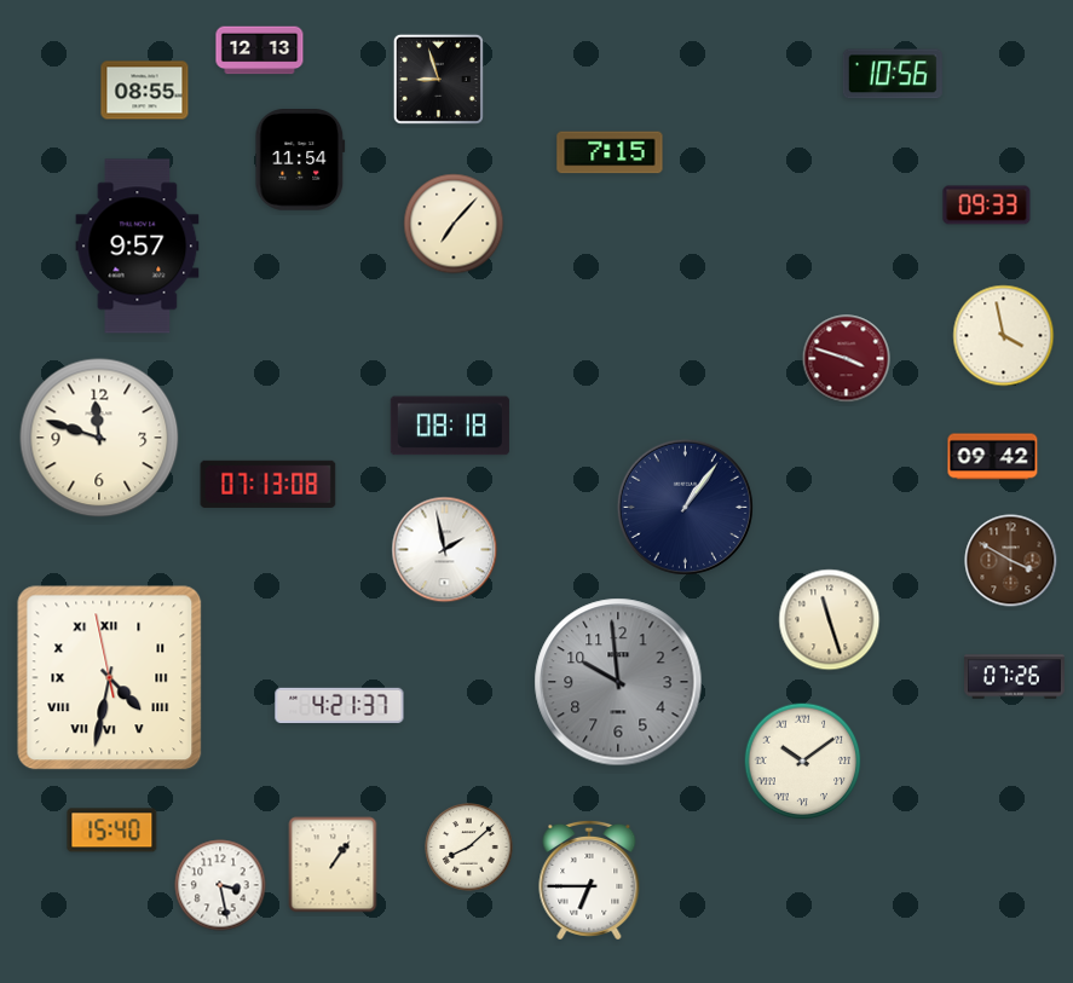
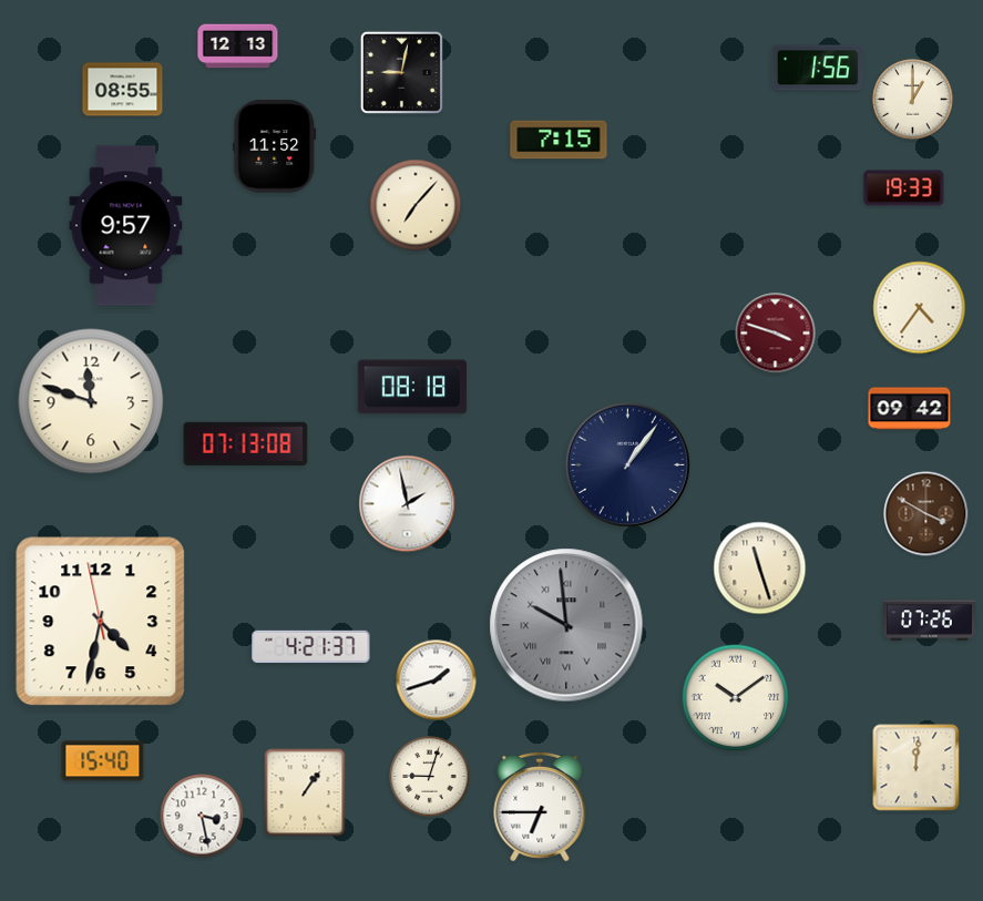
clock at (893, 74): 10:56 -> 1:56
clock at (438, 79): 8:57 -> 9:02
clock at (145, 91) position: (145, 91) -> (123, 90)
clock at (913, 100): none -> 1:00
clock at (300, 161): 11:54 -> 11:52
clock at (987, 206): 09:33 -> 19:33
clock at (1004, 336): 3:58 -> 4:36
clock at (847, 359) position: (847, 359) -> (776, 334)
clock at (450, 426) position: (450, 426) -> (412, 387)
clock at (993, 457) position: (993, 457) -> (910, 409)
clock at (110, 678) numerals: Roman -> Arabic
clock at (618, 682) numerals: Arabic -> Roman
clock at (437, 680): none -> 1:42
clock at (917, 768): none -> 12:01
clock at (469, 848): 8:08 -> 9:03
clock at (220, 885) position: (220, 885) -> (202, 816)
